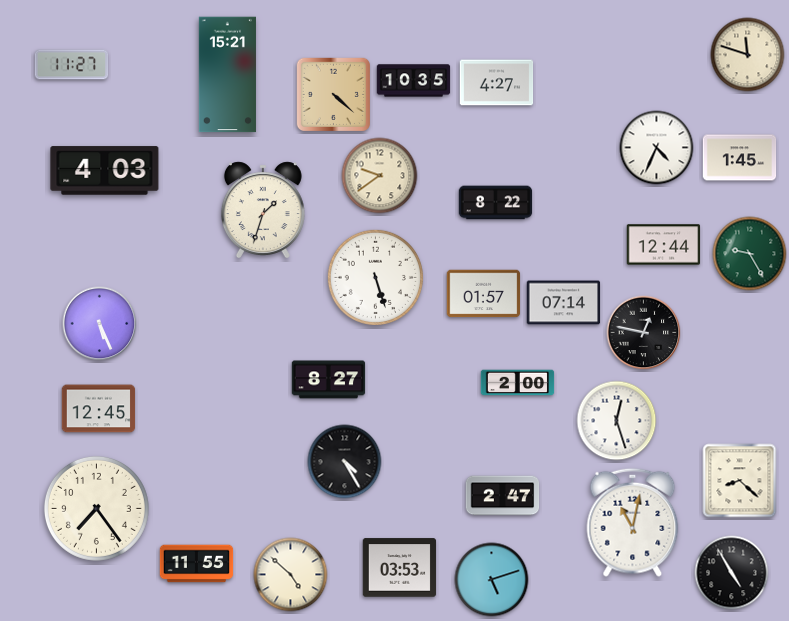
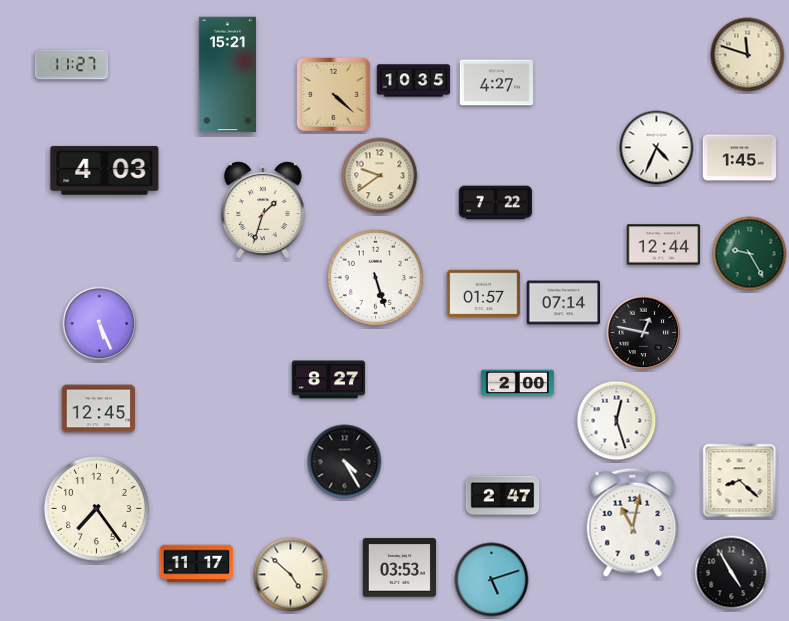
clock at (496, 203): 8:22 -> 7:22
clock at (197, 564): 11:55 -> 11:17
